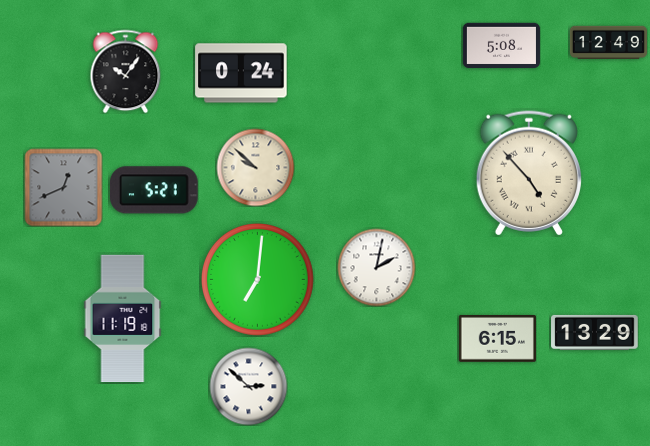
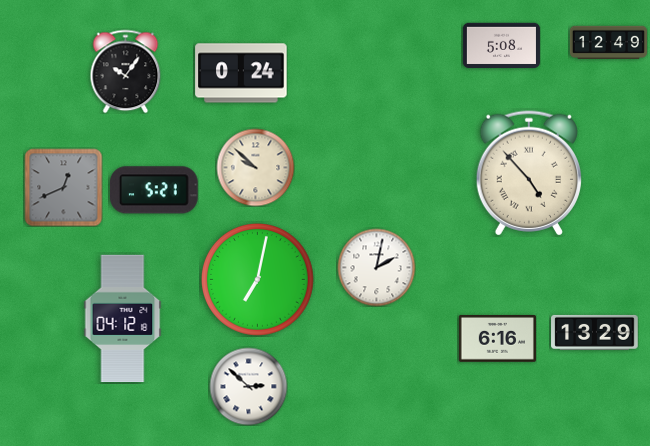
clock at (258, 280): 7:01 -> 7:02
clock at (123, 319): 11:19 -> 04:12
clock at (497, 339): 6:15 -> 6:16
